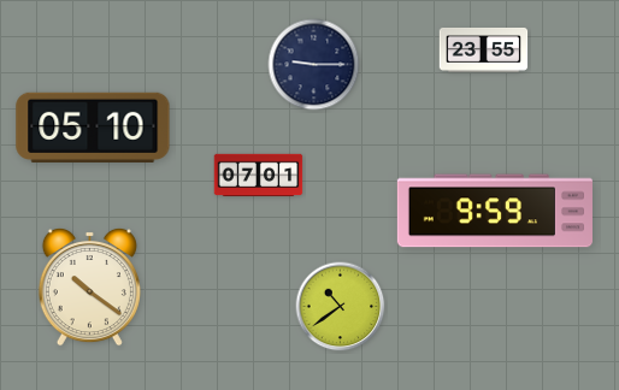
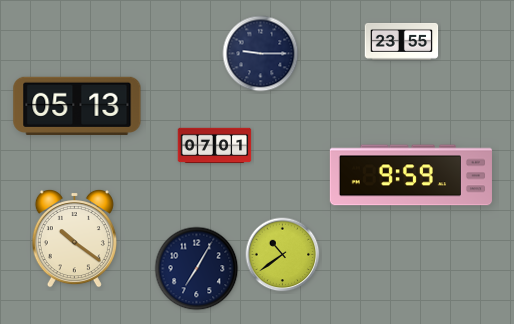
clock at (93, 128): 05:10 -> 05:13
clock at (197, 269): none -> 7:05
